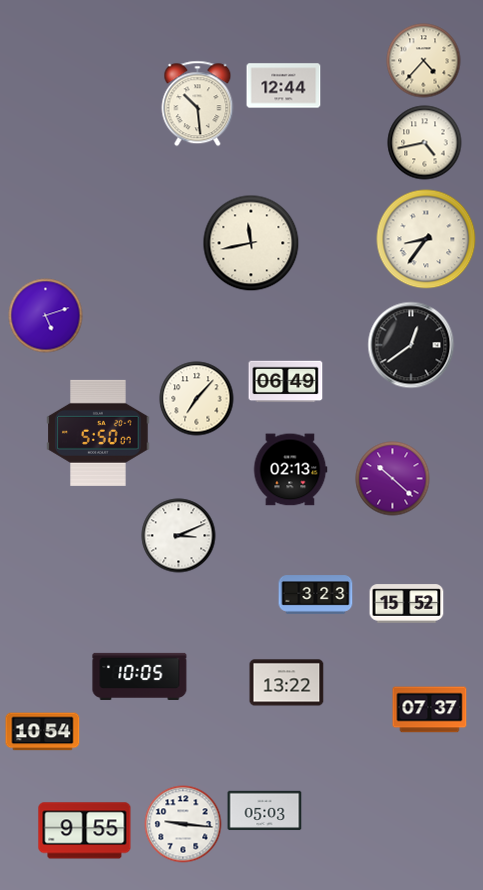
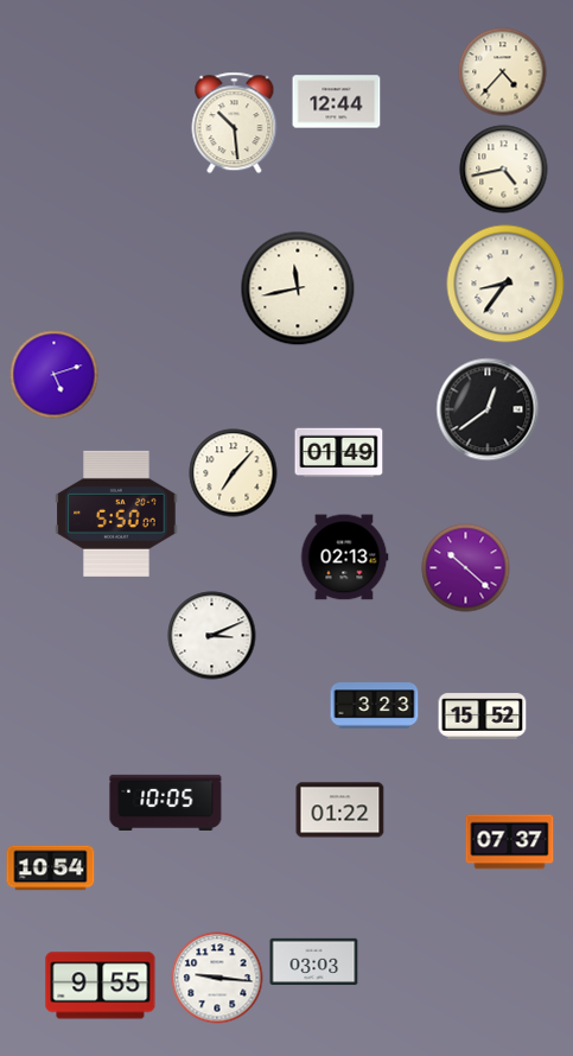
clock at (286, 382): 06:49 -> 01:49
clock at (287, 683): 13:22 -> 01:22
clock at (265, 811): 05:03 -> 03:03
